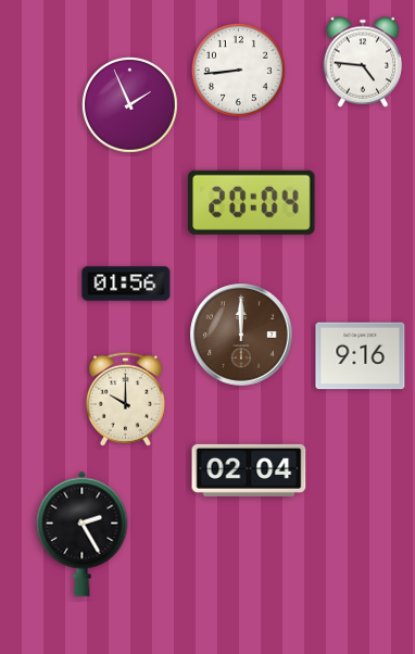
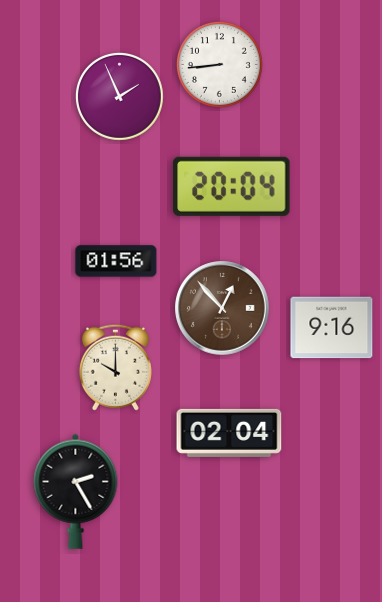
clock at (363, 62): 4:46 -> none
clock at (241, 335): 12:00 -> 12:53
